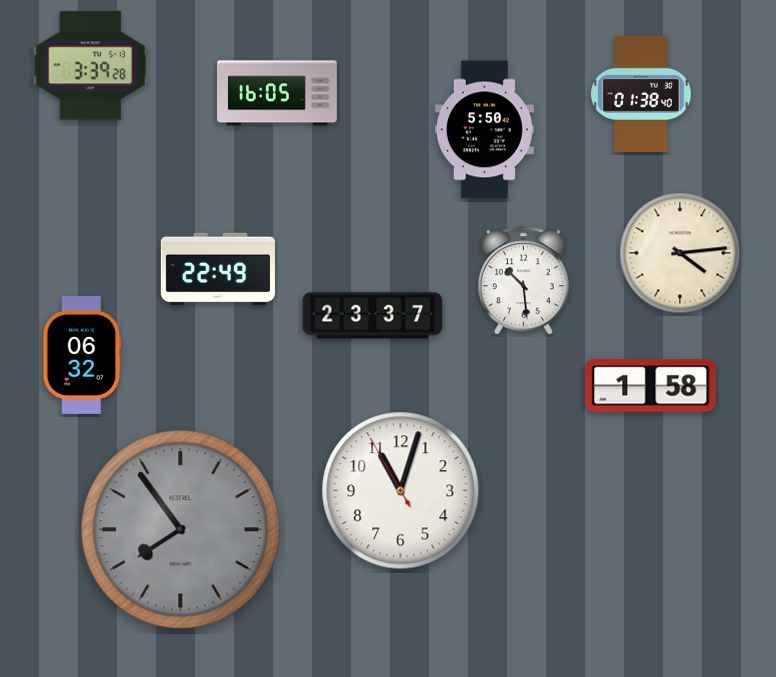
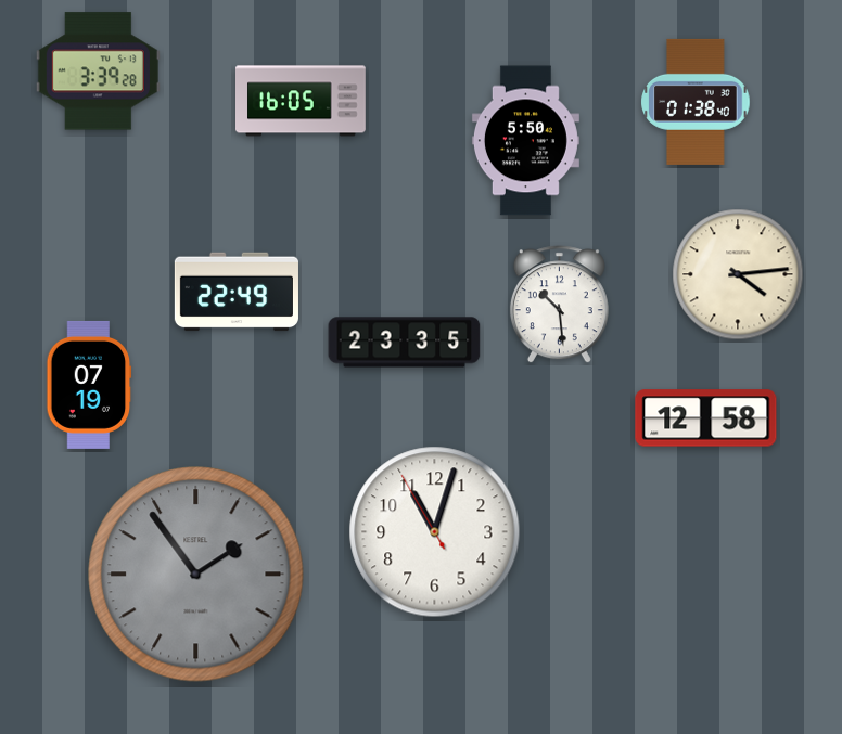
clock at (523, 281) position: (523, 281) -> (559, 305)
clock at (373, 316): 23:37 -> 23:35
clock at (82, 355): 06:32 -> 07:19
clock at (651, 386): 1:58 -> 12:58
clock at (181, 530): 7:54 -> 1:54
